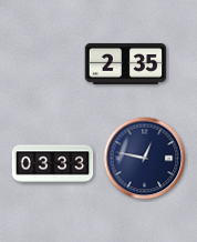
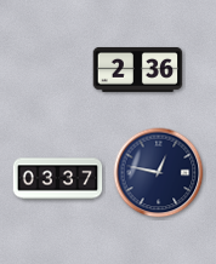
clock at (126, 63): 2:35 -> 2:36
clock at (53, 164): 03:33 -> 03:37
